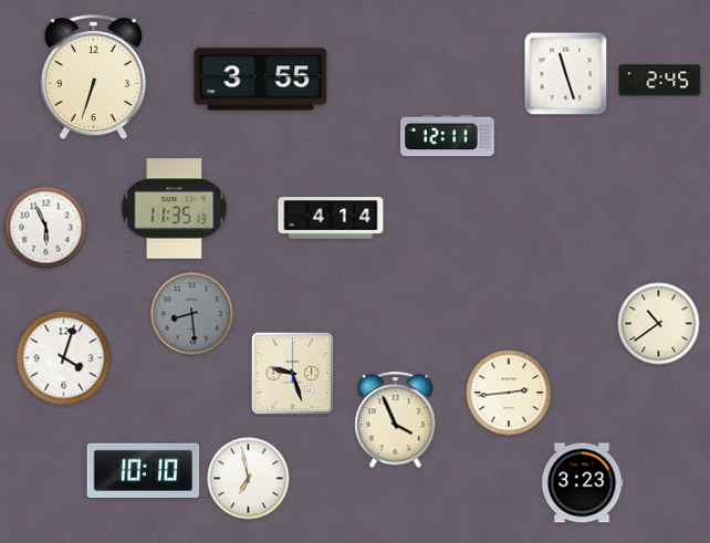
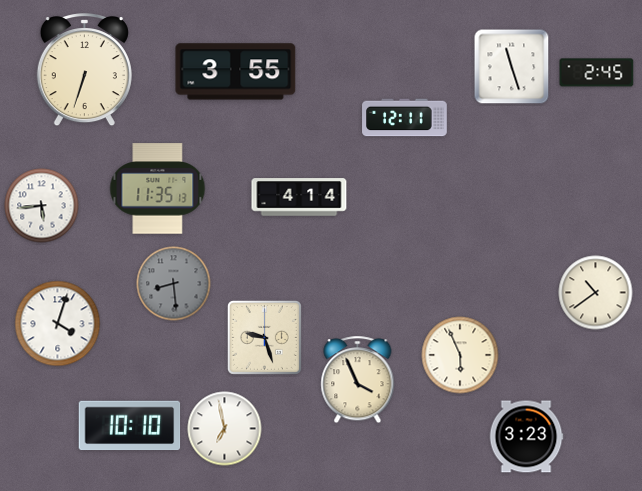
clock at (448, 136) position: (448, 136) -> (405, 118)
clock at (46, 228): 5:56 -> 5:44
clock at (509, 393): 2:44 -> 5:56
clock at (249, 479) position: (249, 479) -> (225, 429)
